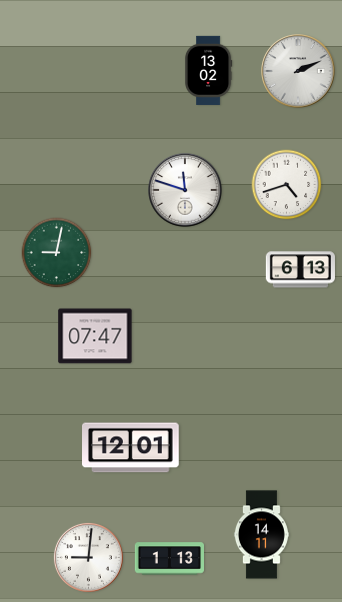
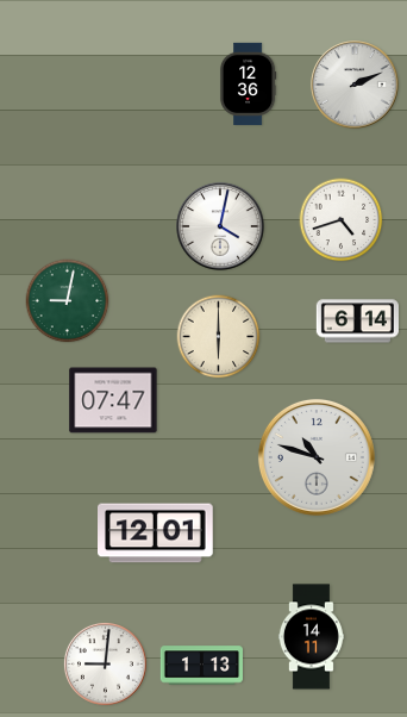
clock at (208, 70): 13:02 -> 12:36
clock at (185, 190): 11:48 -> 4:02
clock at (300, 270): 6:13 -> 6:14
clock at (219, 337): none -> 6:00
clock at (317, 457): none -> 10:48
